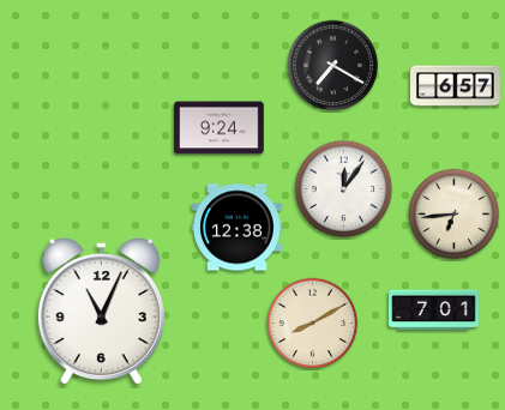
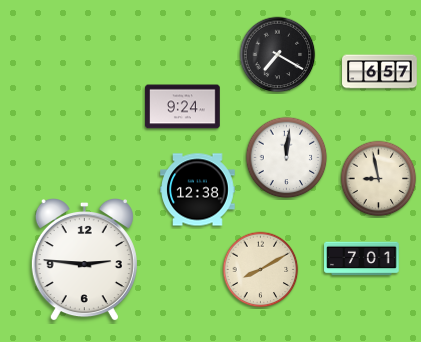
clock at (344, 189): 12:06 -> 12:01
clock at (455, 215): 6:44 -> 8:58
clock at (101, 313): 11:04 -> 2:46
